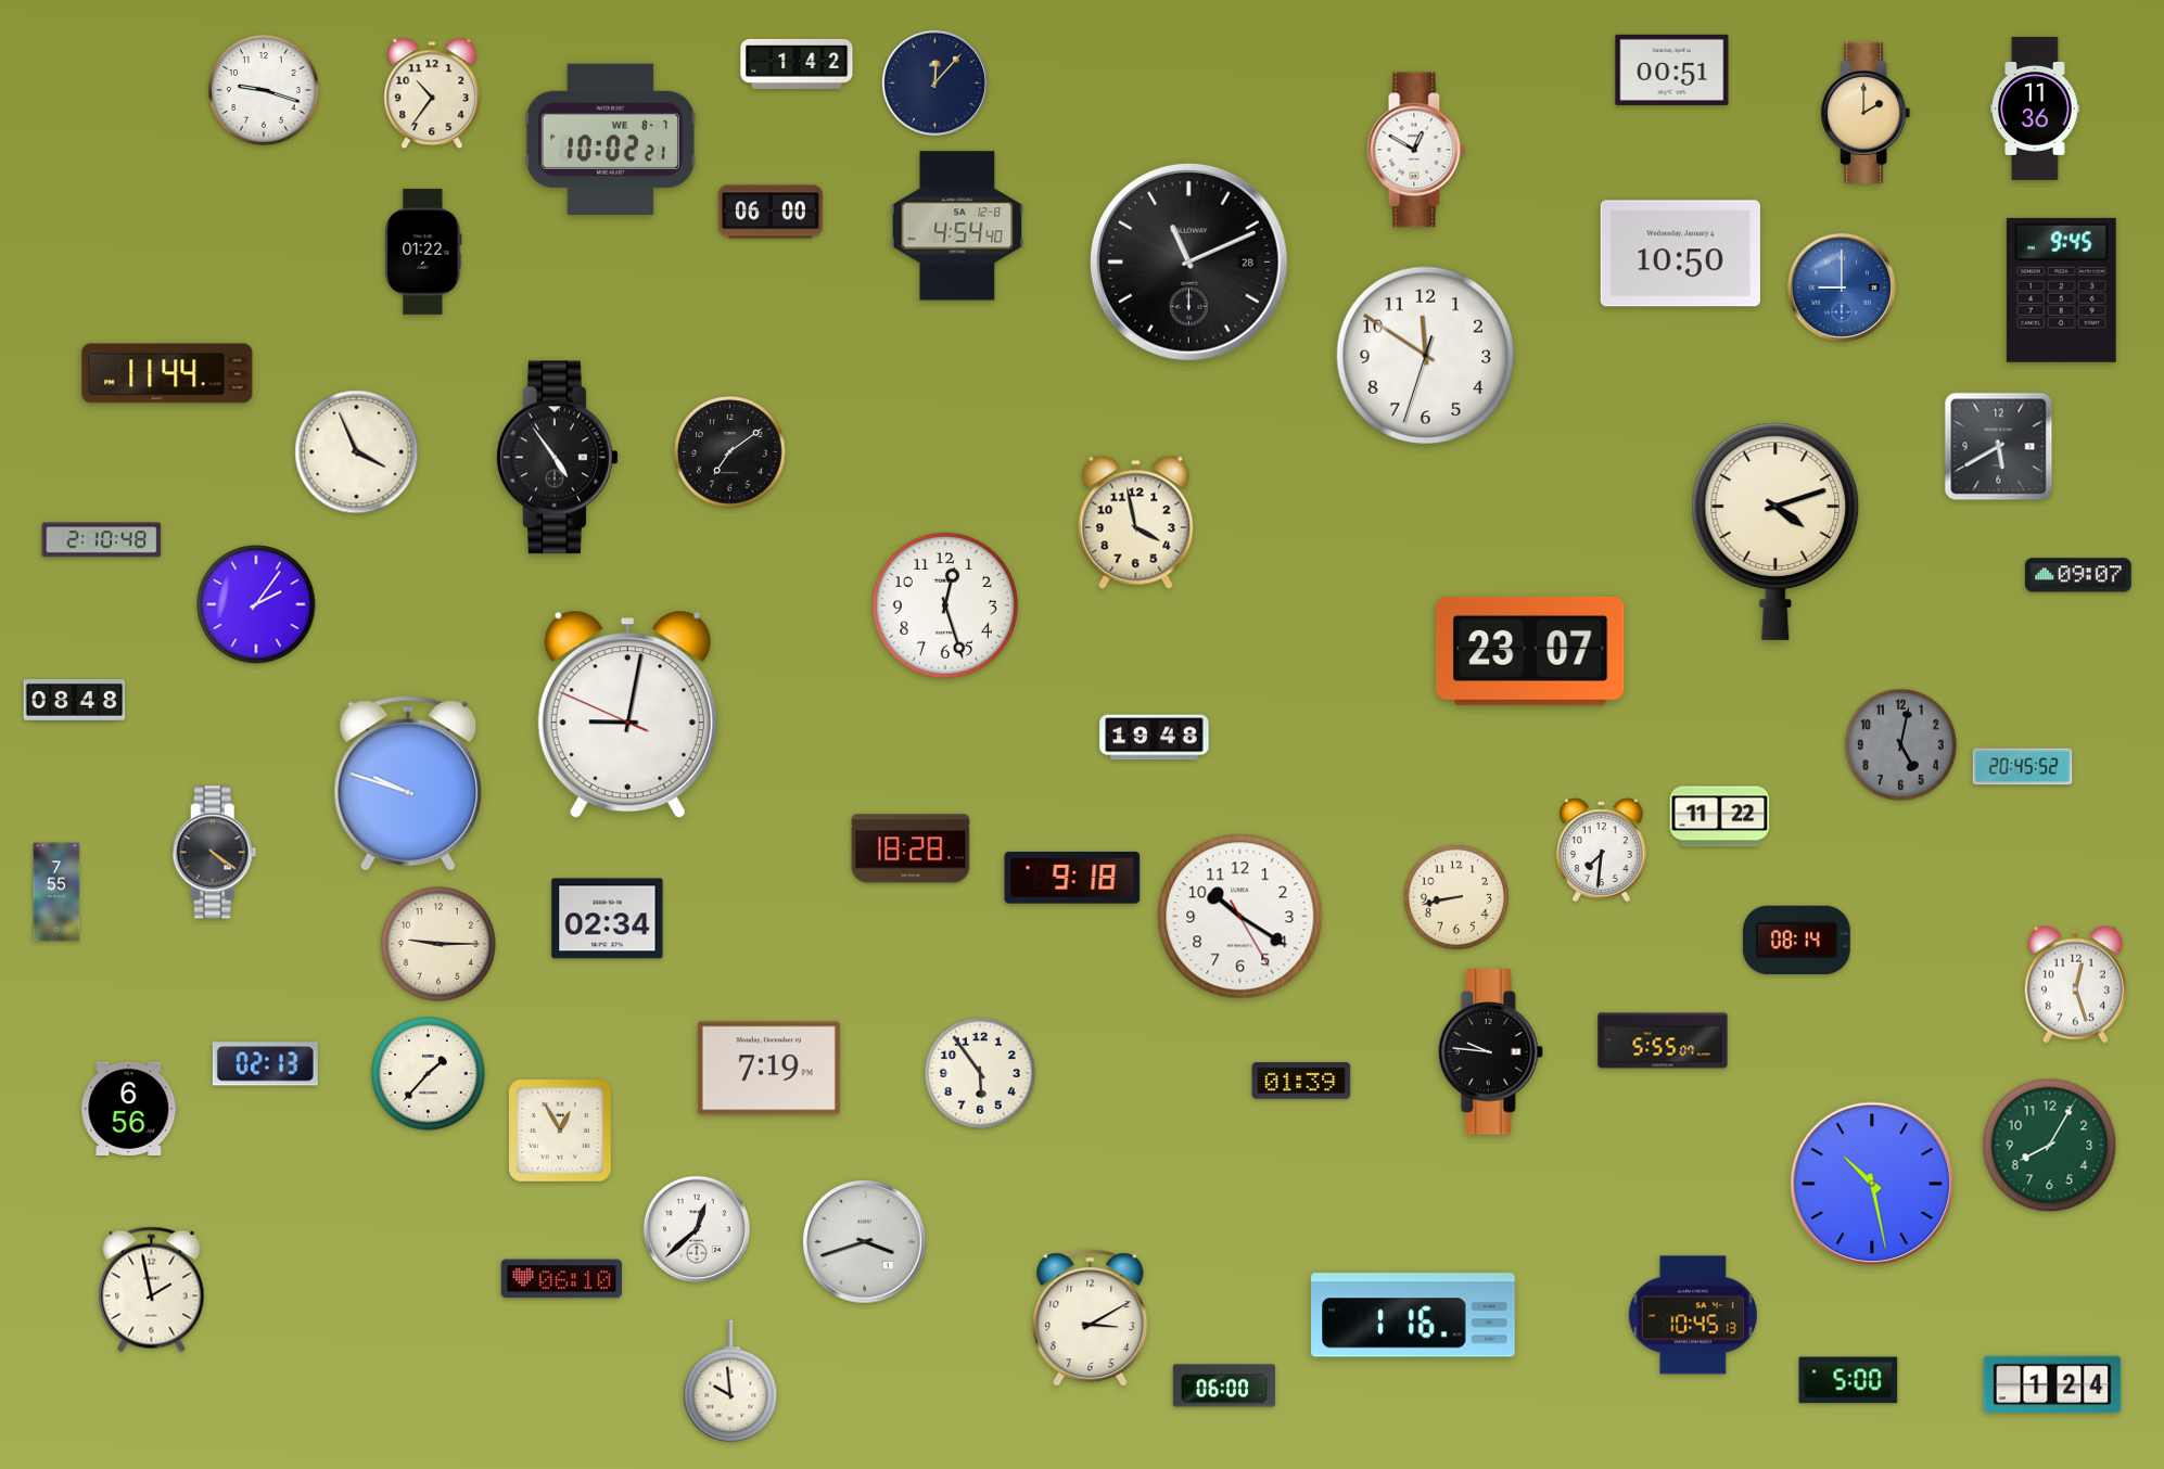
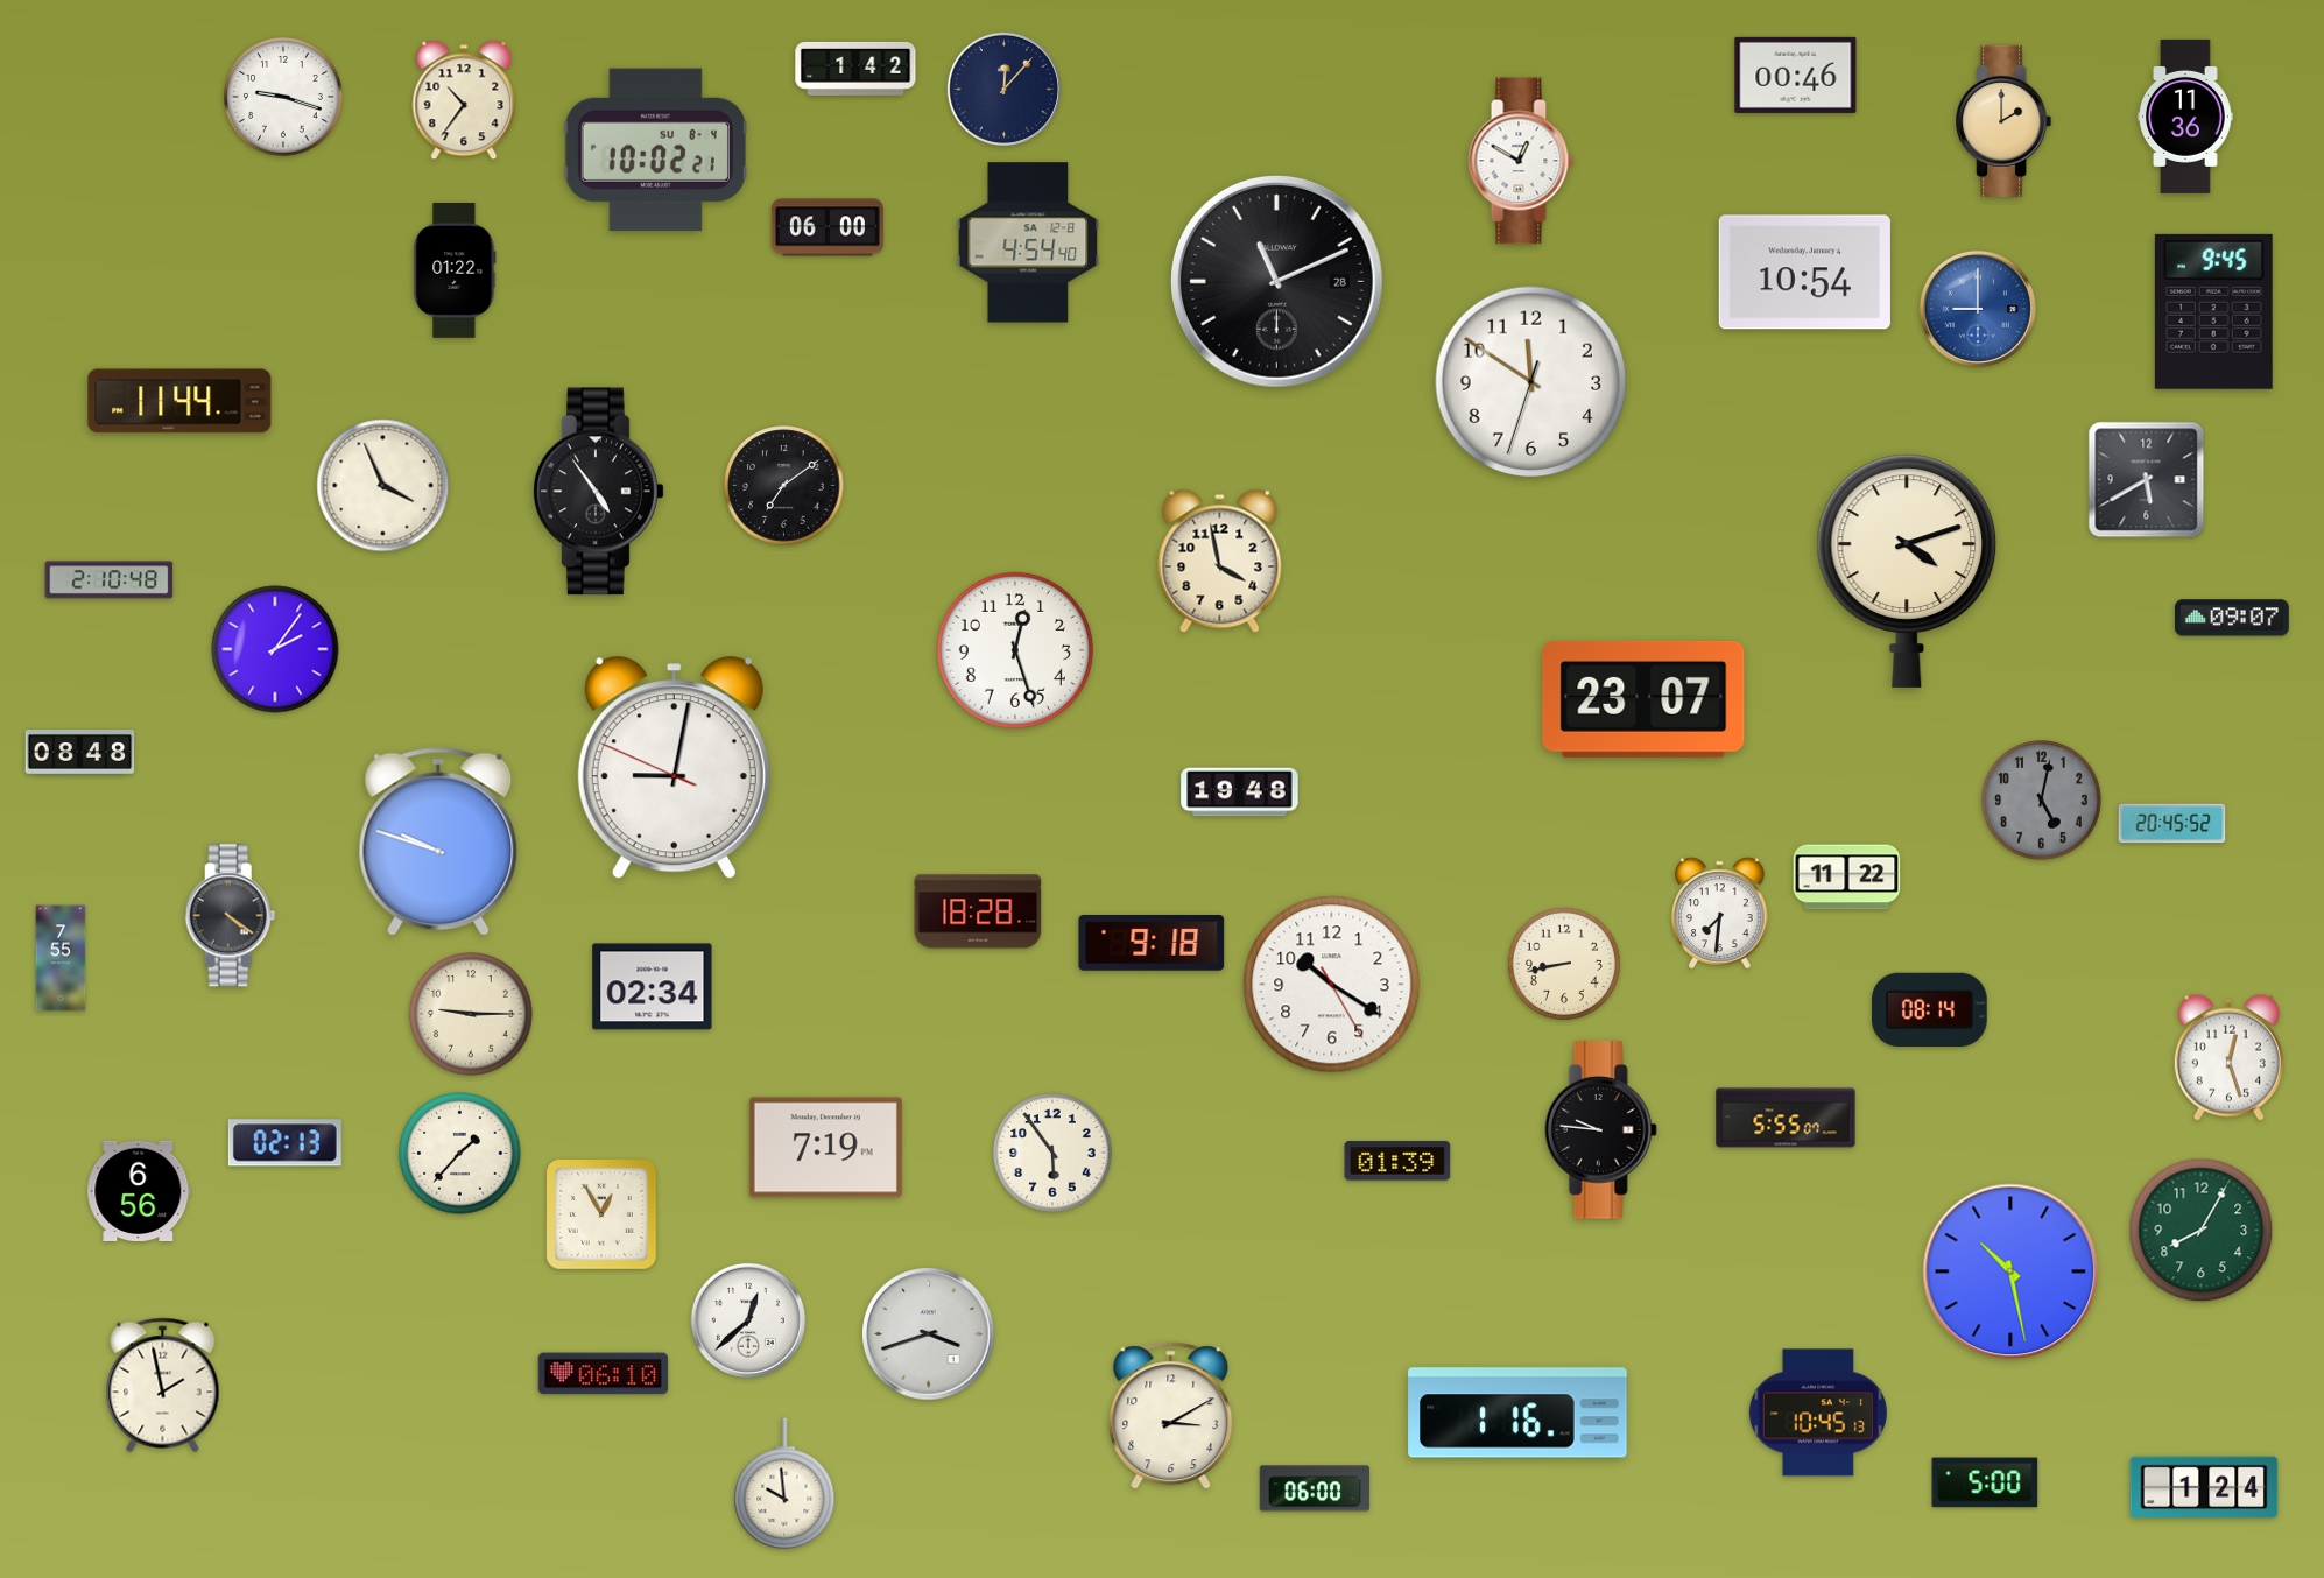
clock at (1672, 69): 00:51 -> 00:46
clock at (610, 140) date: WE 8-7 -> SU 8-4
clock at (1680, 254): 10:50 -> 10:54
